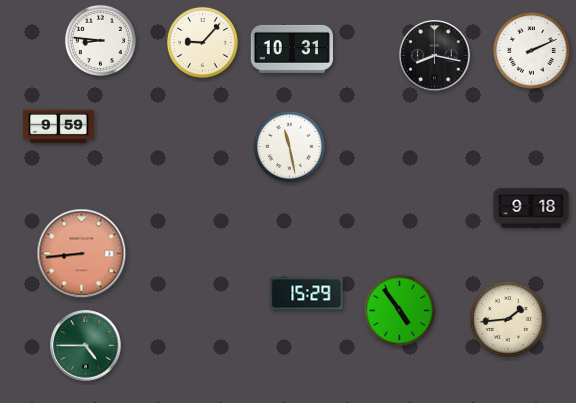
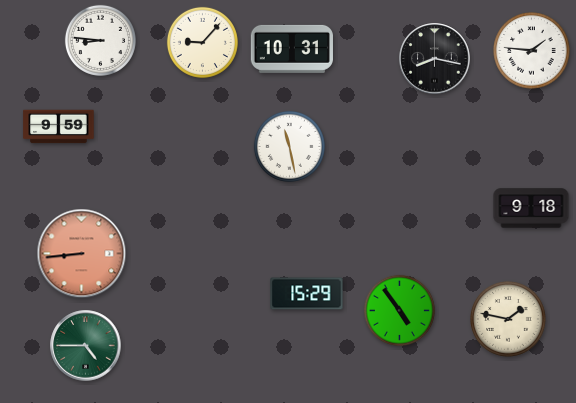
clock at (532, 51): 2:11 -> 1:46
clock at (435, 56) position: (435, 56) -> (435, 59)
clock at (508, 319): 1:44 -> 1:47
